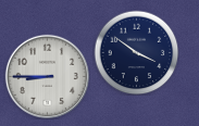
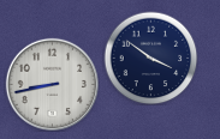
clock at (47, 76): 8:45 -> 8:43
